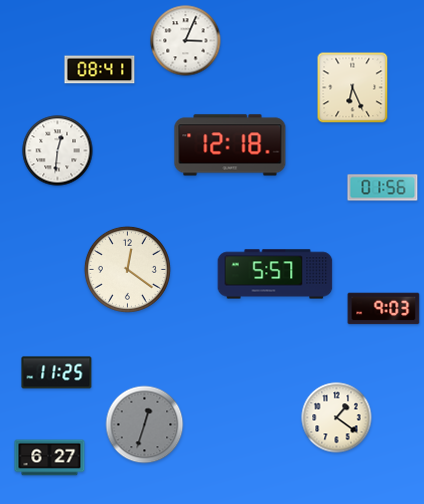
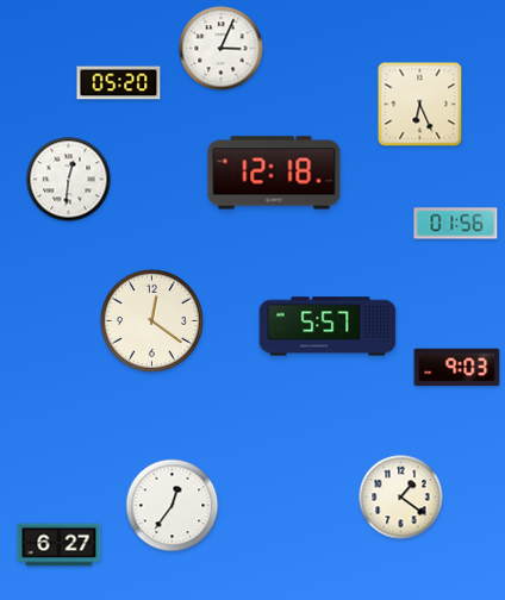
clock at (100, 70): 08:41 -> 05:20
clock at (57, 373): 11:25 -> none
clock at (145, 425): 12:33 -> 12:36
clock at (145, 425) dial: grey -> white
